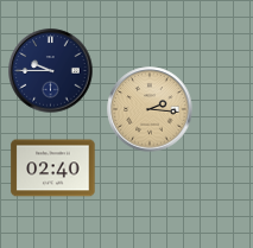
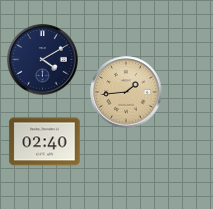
clock at (51, 71): 9:45 -> 4:10
clock at (150, 109): 2:16 -> 1:44
